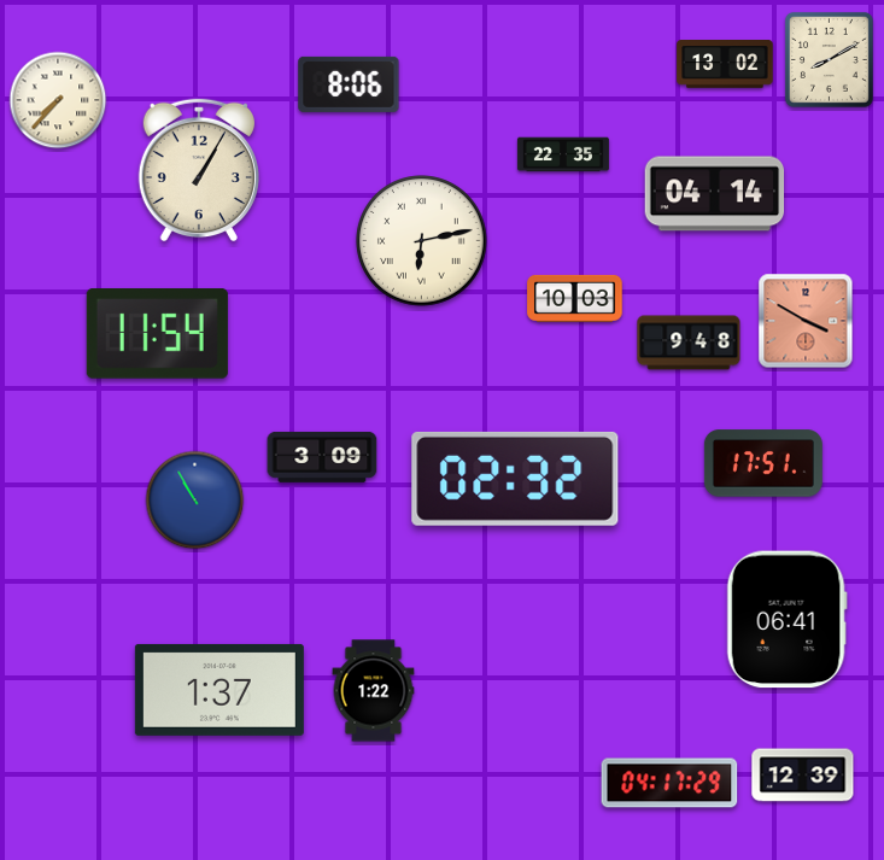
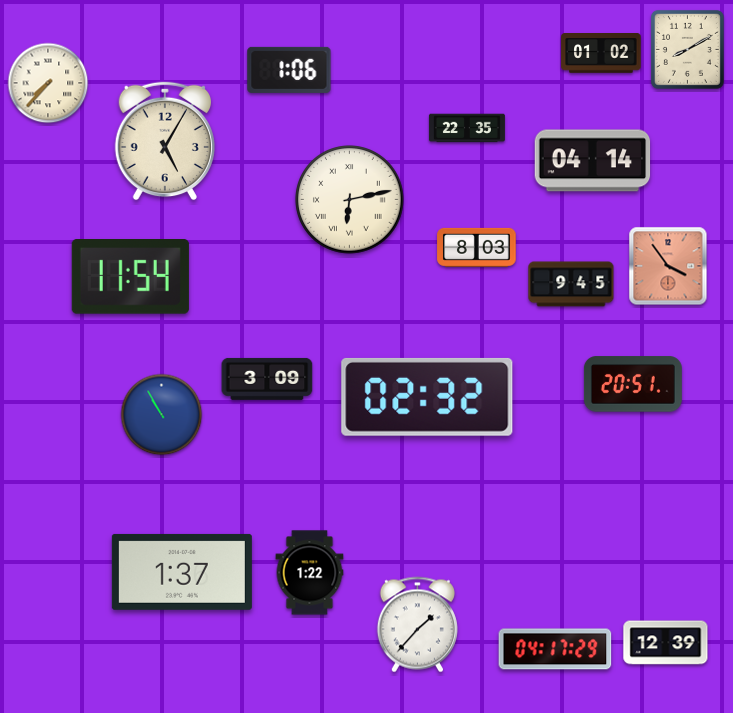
clock at (725, 65): 13:02 -> 01:02
clock at (349, 84): 8:06 -> 1:06
clock at (199, 170): 1:05 -> 5:05
clock at (575, 298): 10:03 -> 8:03
clock at (806, 321): 3:50 -> 3:54
clock at (689, 343): 9:48 -> 9:45
clock at (763, 463): 17:51 -> 20:51
clock at (786, 620): 06:41 -> none
clock at (417, 625): none -> 1:37
